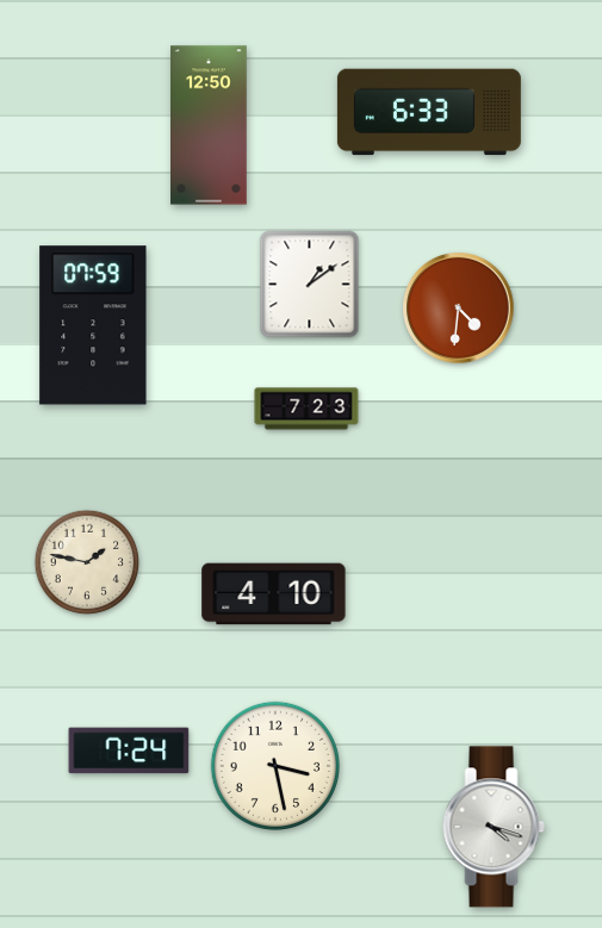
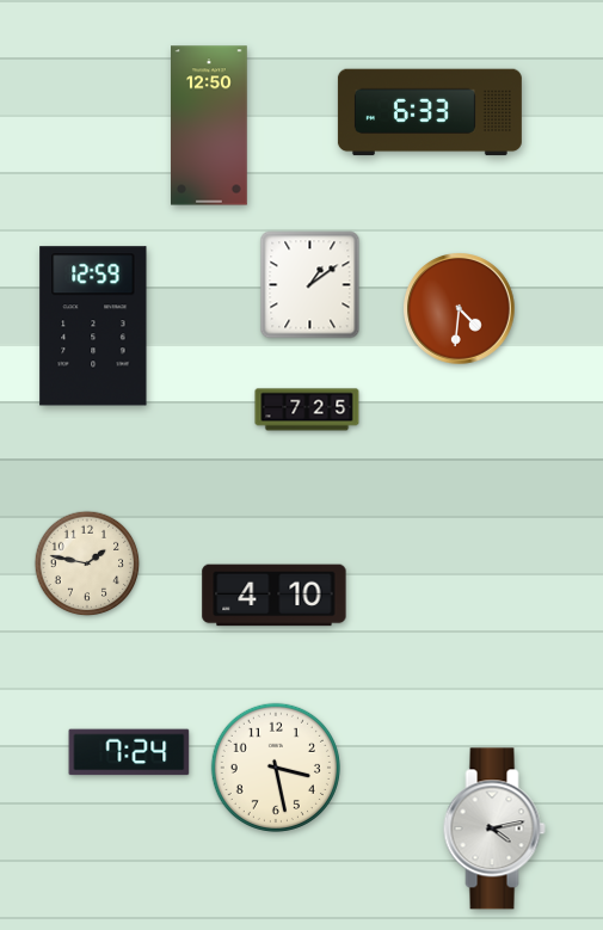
clock at (93, 325): 07:59 -> 12:59
clock at (306, 409): 7:23 -> 7:25
clock at (494, 827): 4:18 -> 4:13
